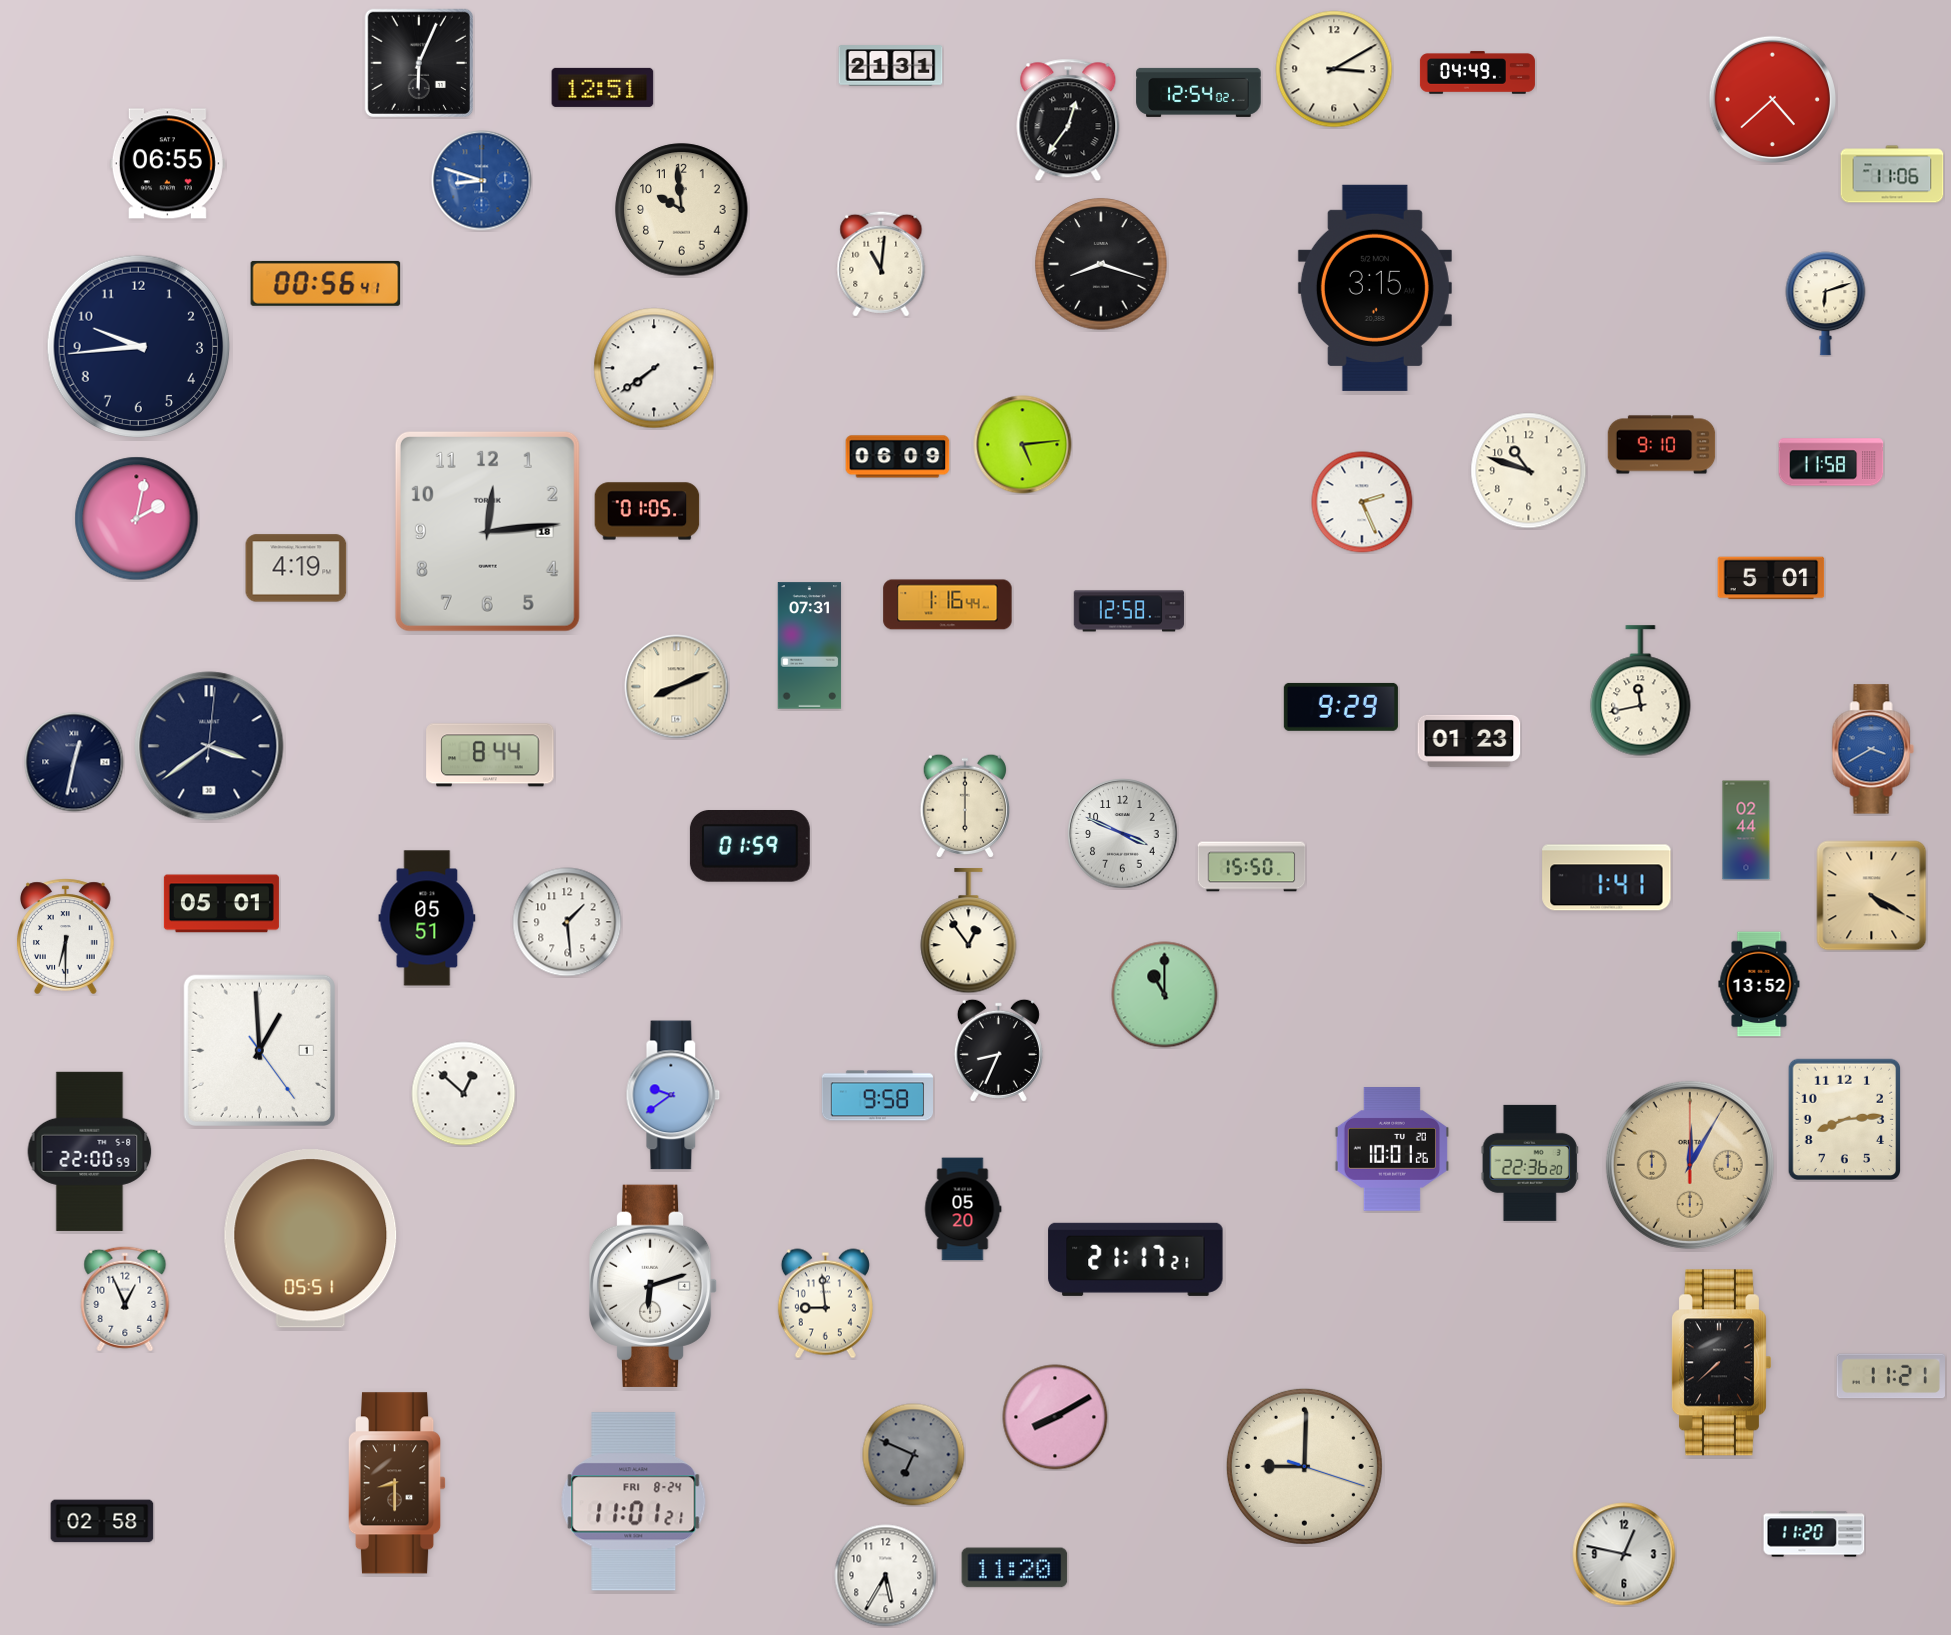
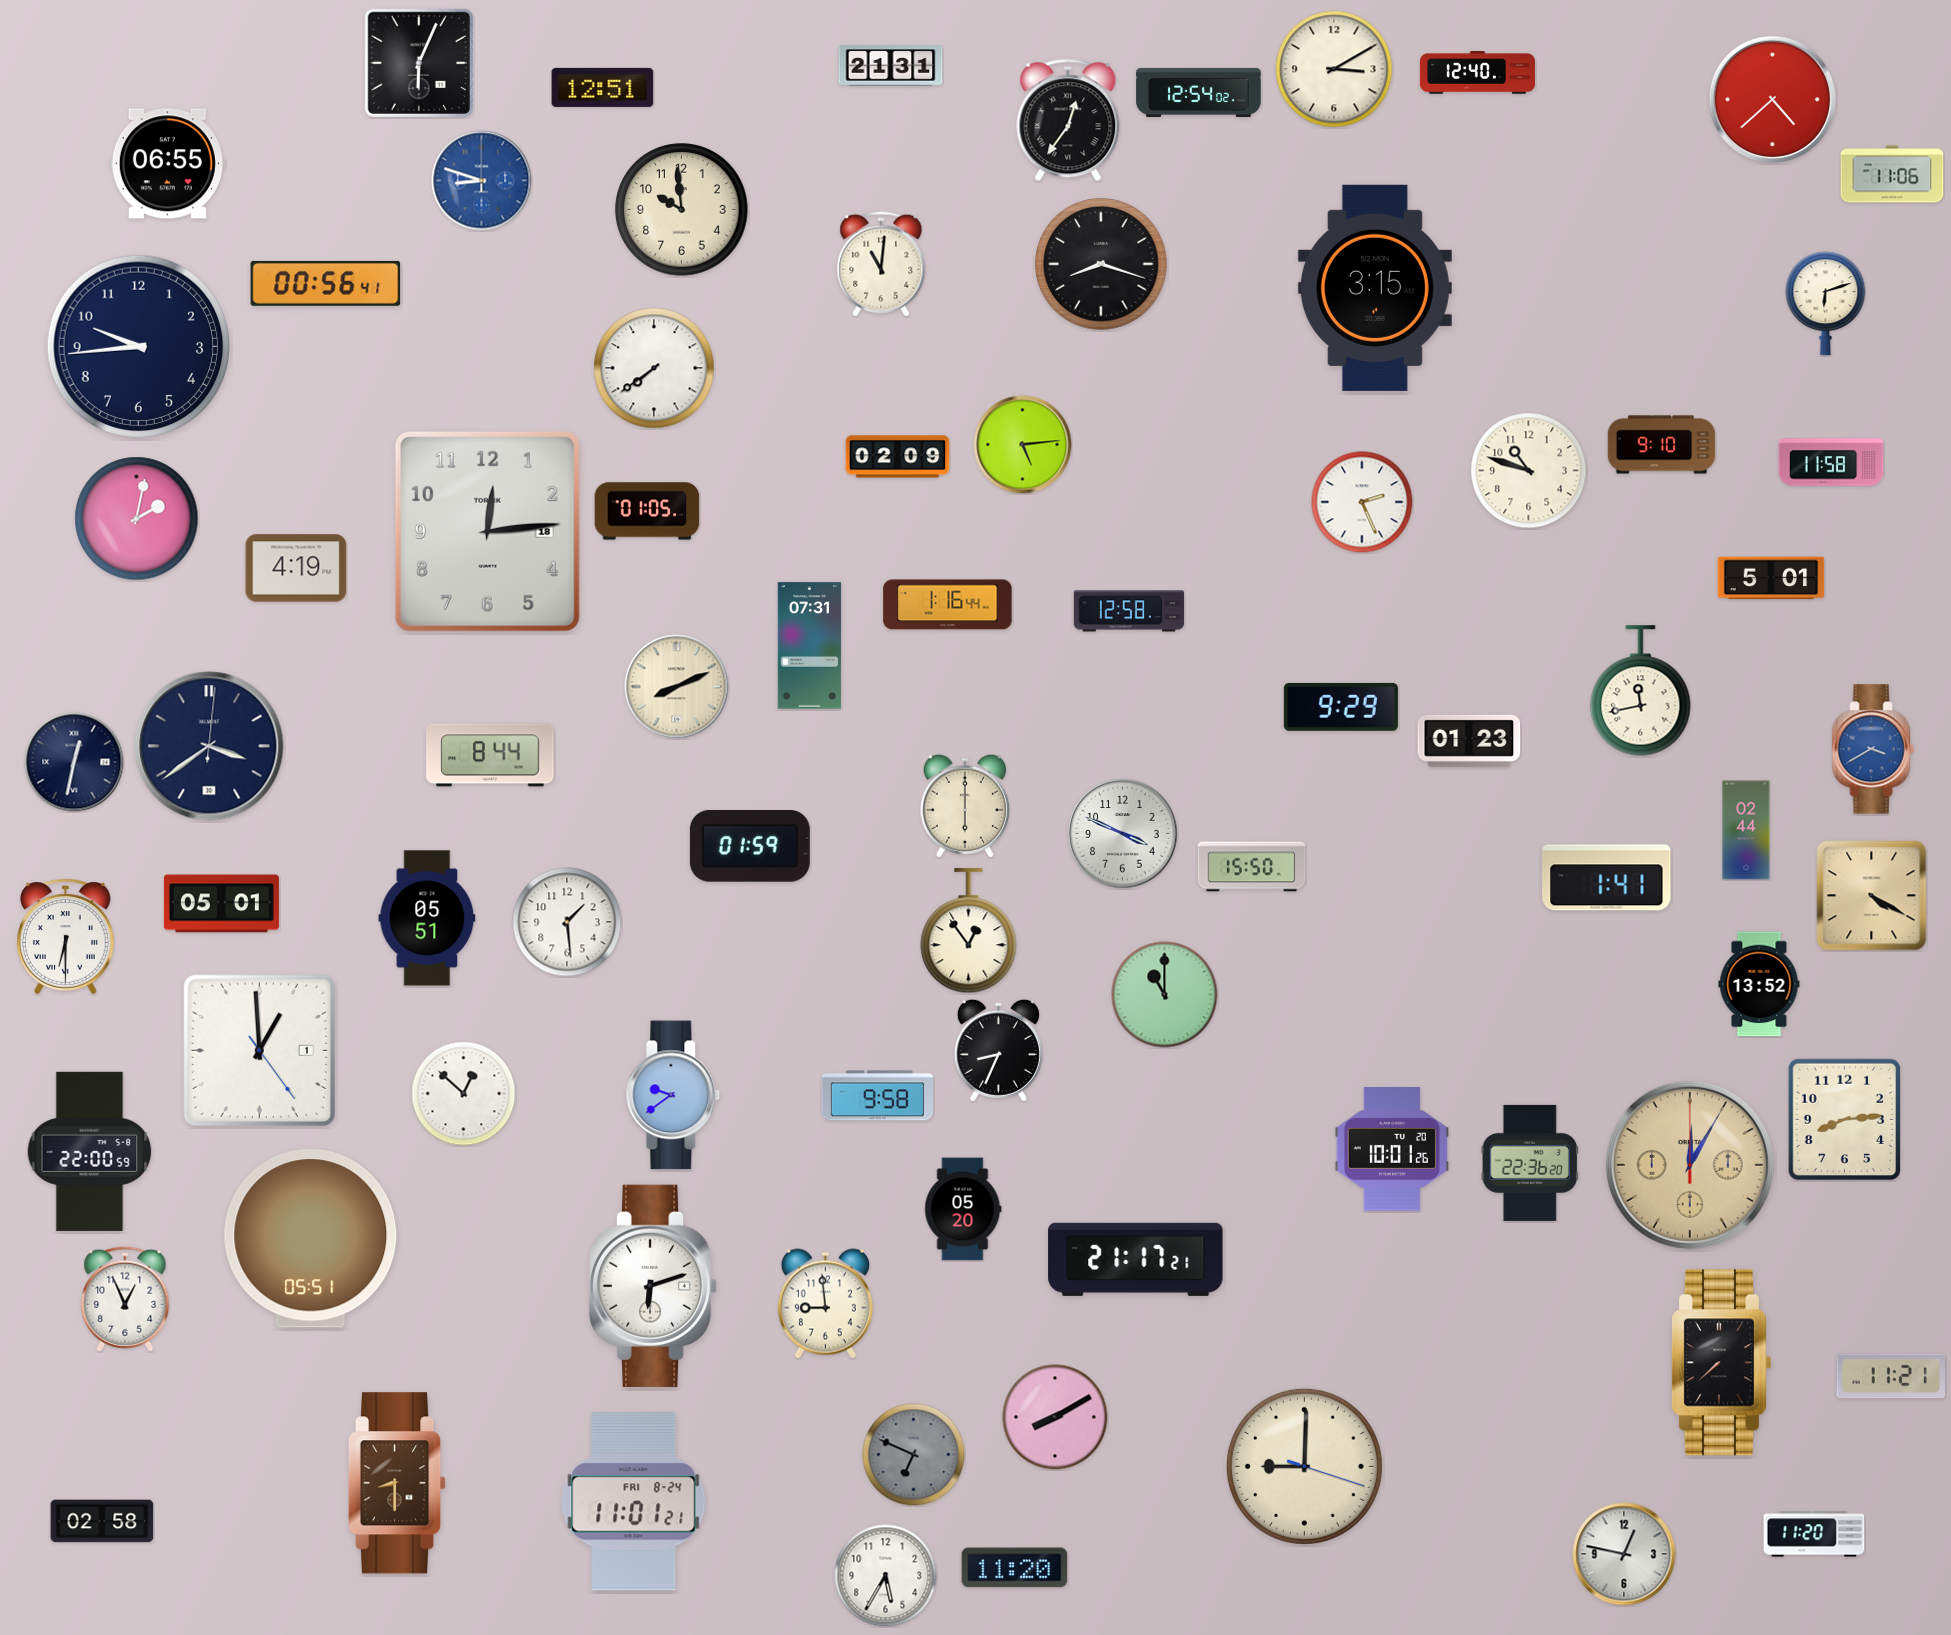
clock at (1477, 73): 04:49 -> 12:40
clock at (898, 457): 06:09 -> 02:09
